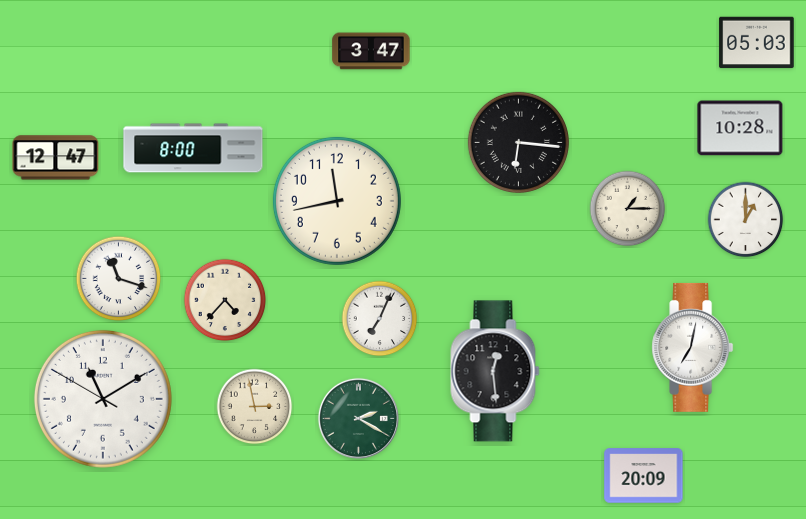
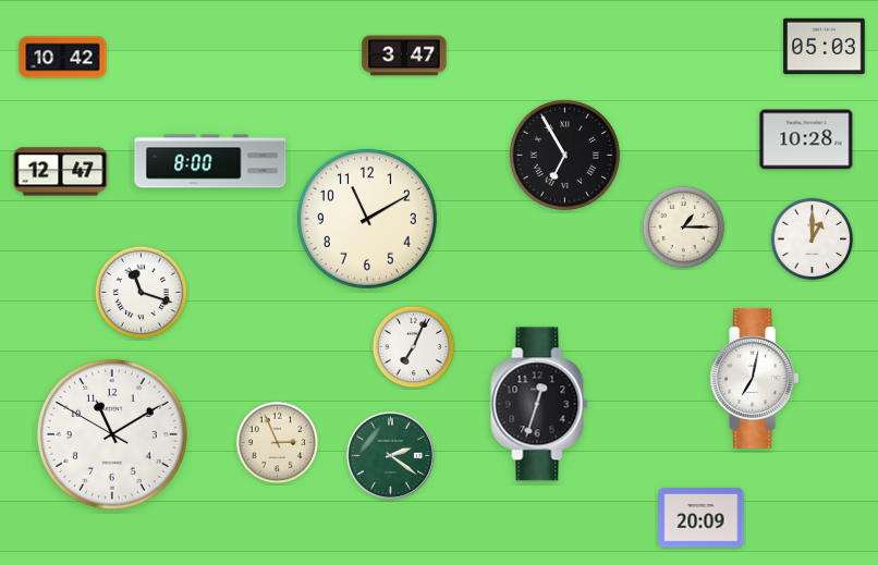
clock at (63, 58): none -> 10:42
clock at (518, 142): 6:16 -> 6:55
clock at (337, 201): 11:43 -> 11:10
clock at (119, 279) position: (119, 279) -> (142, 293)
clock at (225, 300): 4:37 -> none
clock at (495, 371): 12:29 -> 12:33
clock at (255, 407): 2:58 -> 2:56
clock at (358, 418): 2:20 -> 2:21
